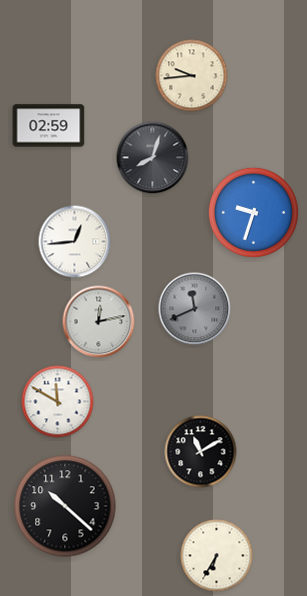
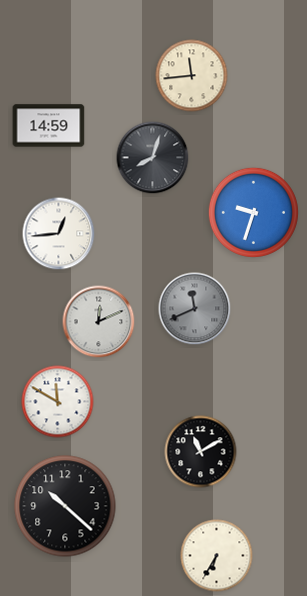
clock at (192, 76): 9:44 -> 11:44
clock at (49, 126): 02:59 -> 14:59
clock at (75, 242) position: (75, 242) -> (59, 234)
clock at (99, 322): 12:13 -> 12:11
